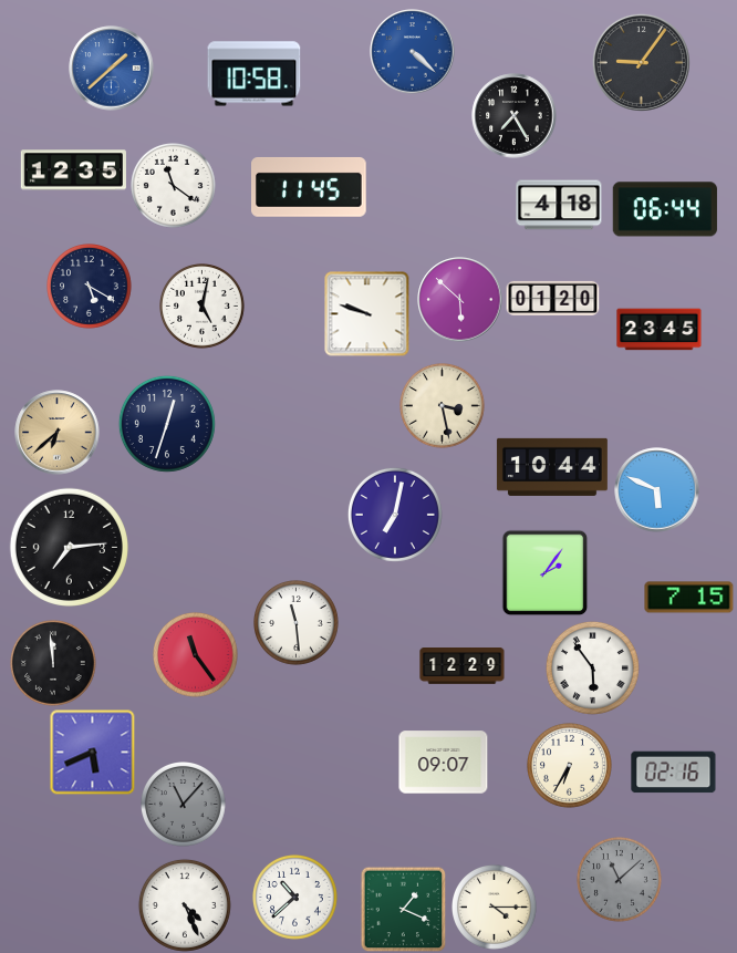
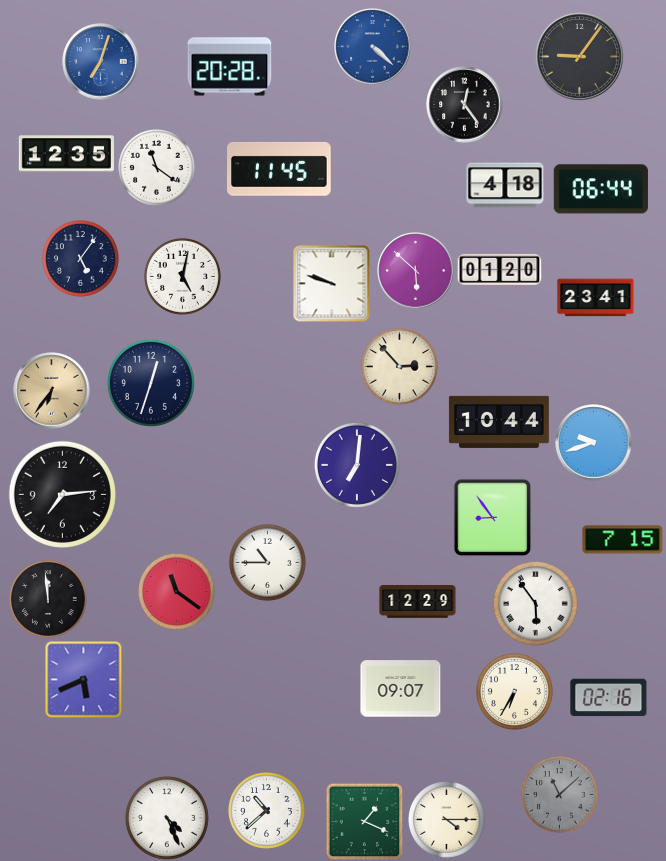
clock at (112, 69): 1:38 -> 7:03
clock at (255, 74): 10:58 -> 20:28
clock at (515, 116): 7:25 -> 12:24
clock at (90, 287): 5:20 -> 5:06
clock at (660, 330): 23:45 -> 23:41
clock at (443, 406): 3:28 -> 2:53
clock at (58, 433): 6:38 -> 6:36
clock at (657, 490): 5:49 -> 9:42
clock at (395, 515): 7:02 -> 7:01
clock at (544, 572): 2:06 -> 8:54
clock at (297, 623): 11:29 -> 10:45
clock at (196, 655): 11:24 -> 11:21
clock at (184, 805): 11:07 -> none
